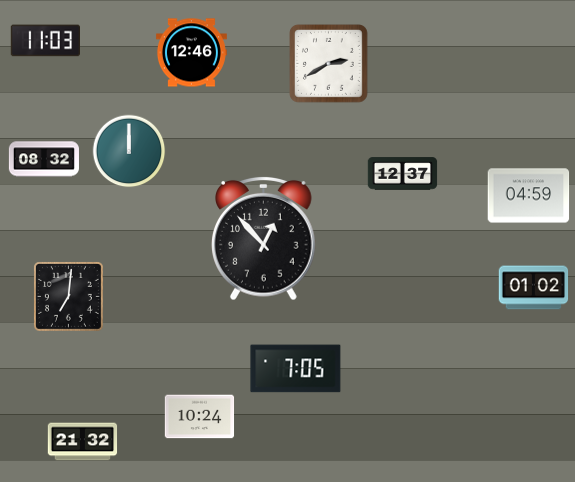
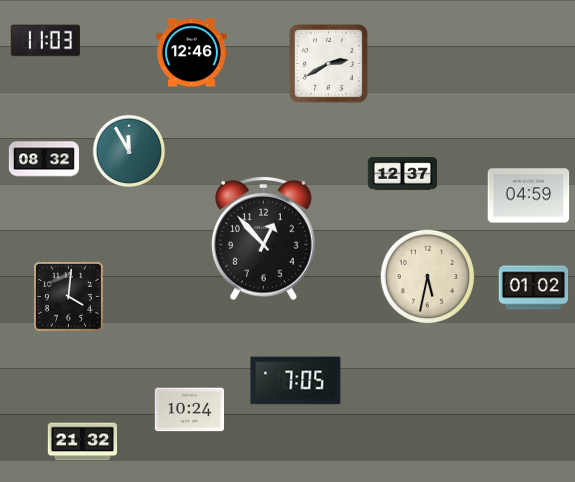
clock at (129, 151): 12:00 -> 11:55
clock at (428, 277): none -> 5:32
clock at (69, 297): 7:01 -> 4:01
clock at (296, 369) position: (296, 369) -> (296, 381)
clock at (200, 417) position: (200, 417) -> (190, 410)
